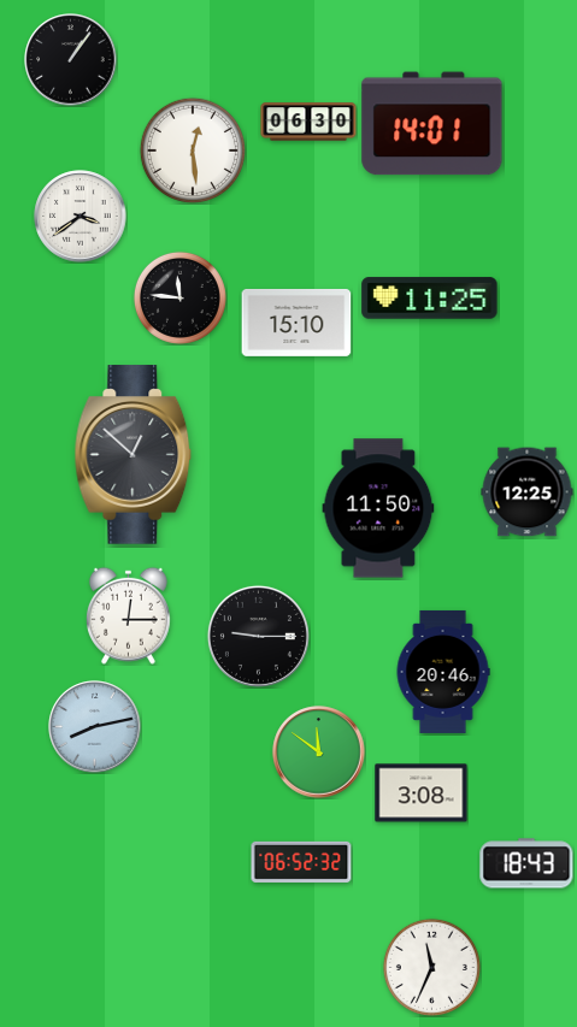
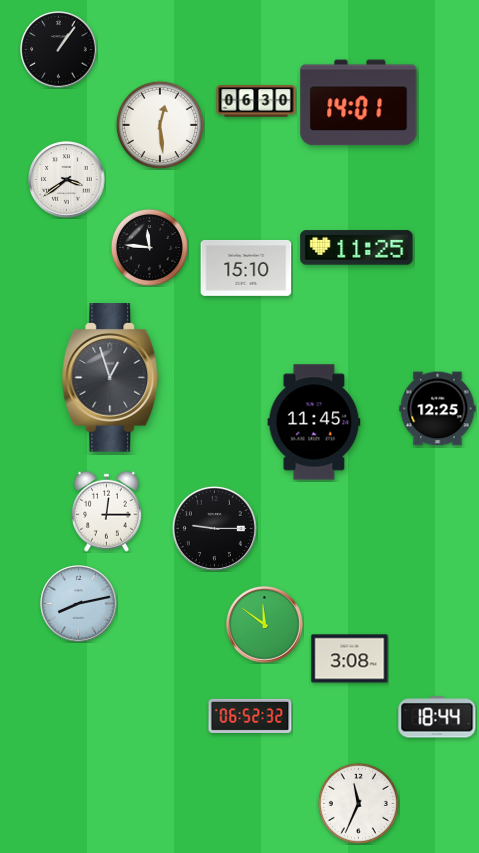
clock at (134, 455): 12:52 -> 12:57
clock at (378, 508): 11:50 -> 11:45
clock at (443, 672): 20:46 -> none
clock at (526, 863): 18:43 -> 18:44
